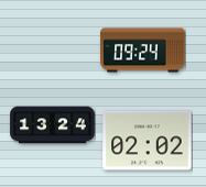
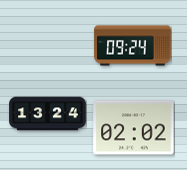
clock at (143, 51) position: (143, 51) -> (133, 46)
